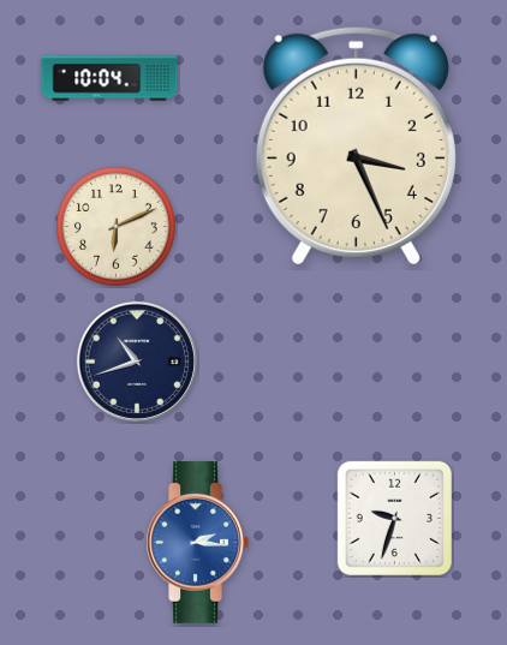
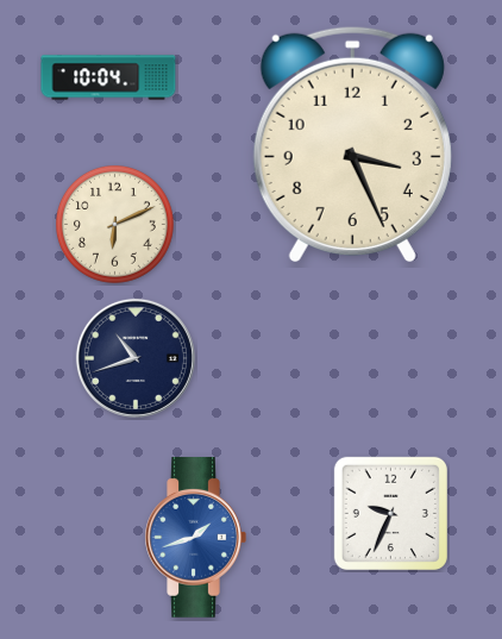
clock at (394, 518): 9:33 -> 9:34
clock at (197, 543): 2:16 -> 1:42
